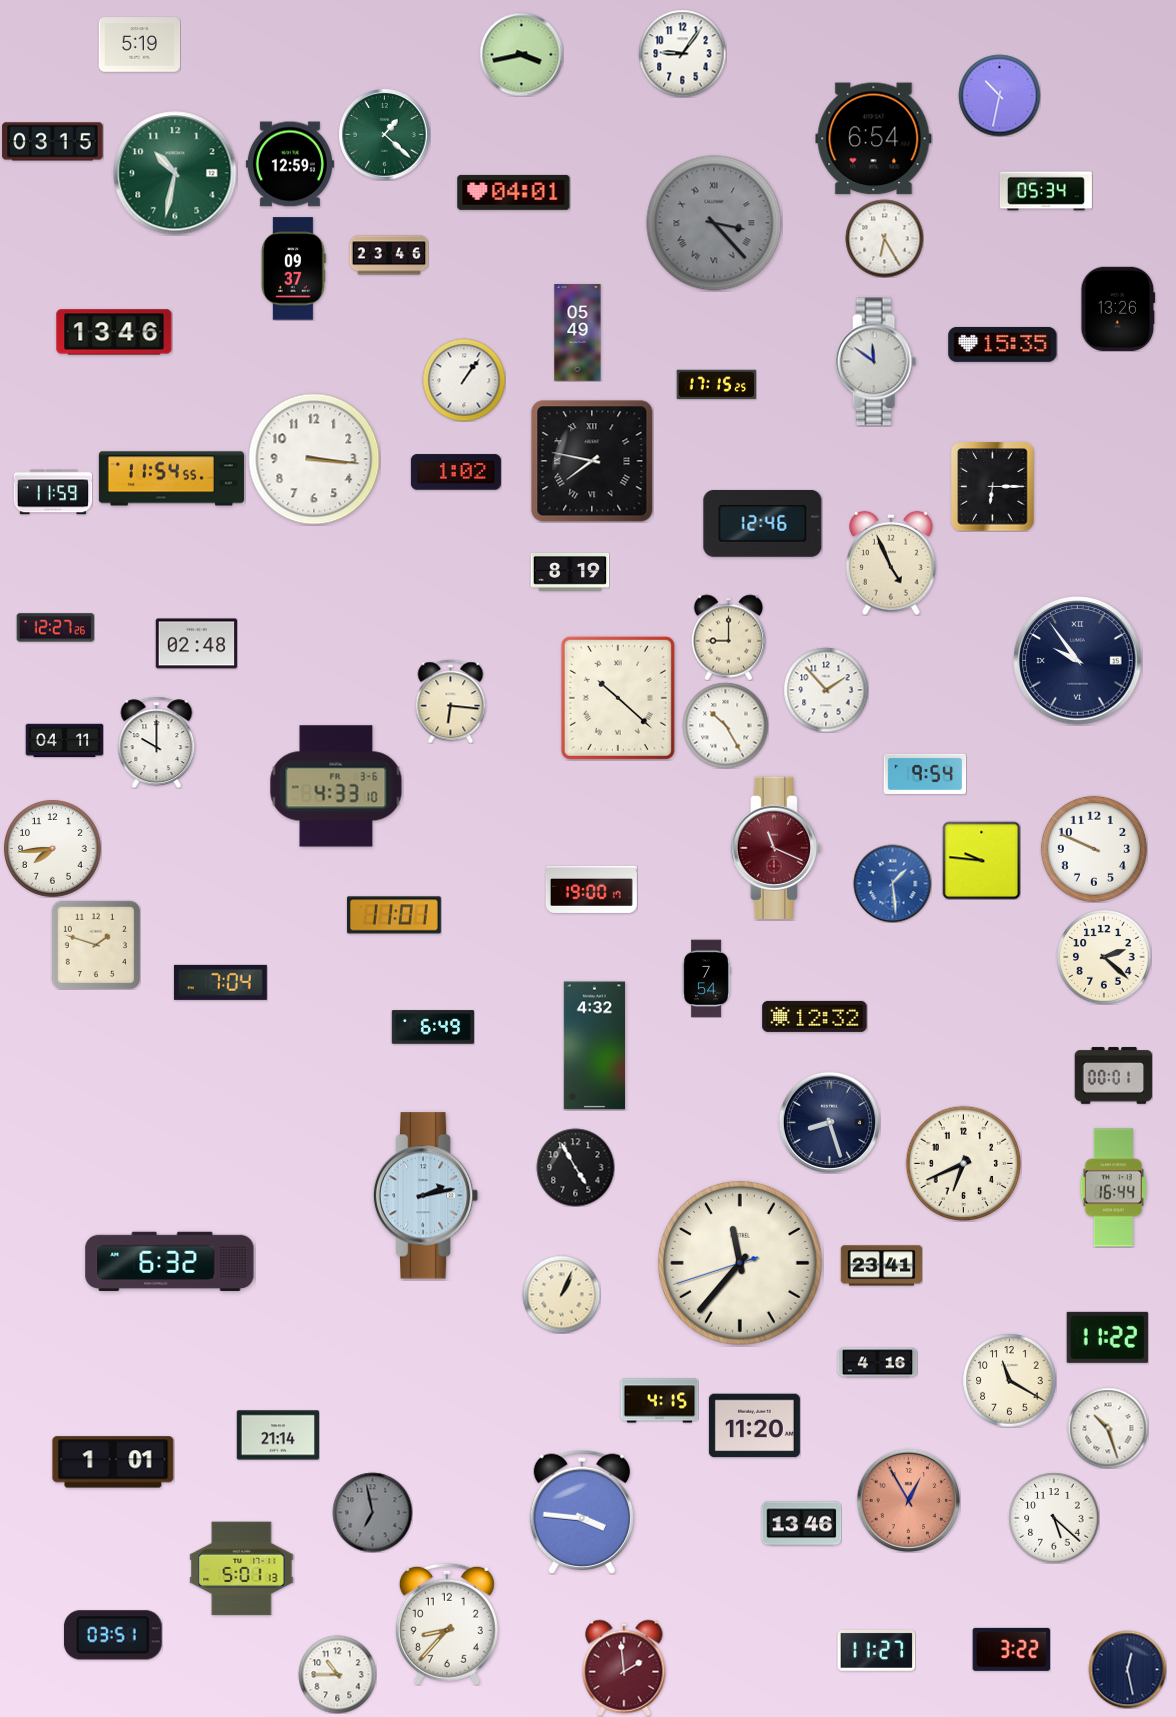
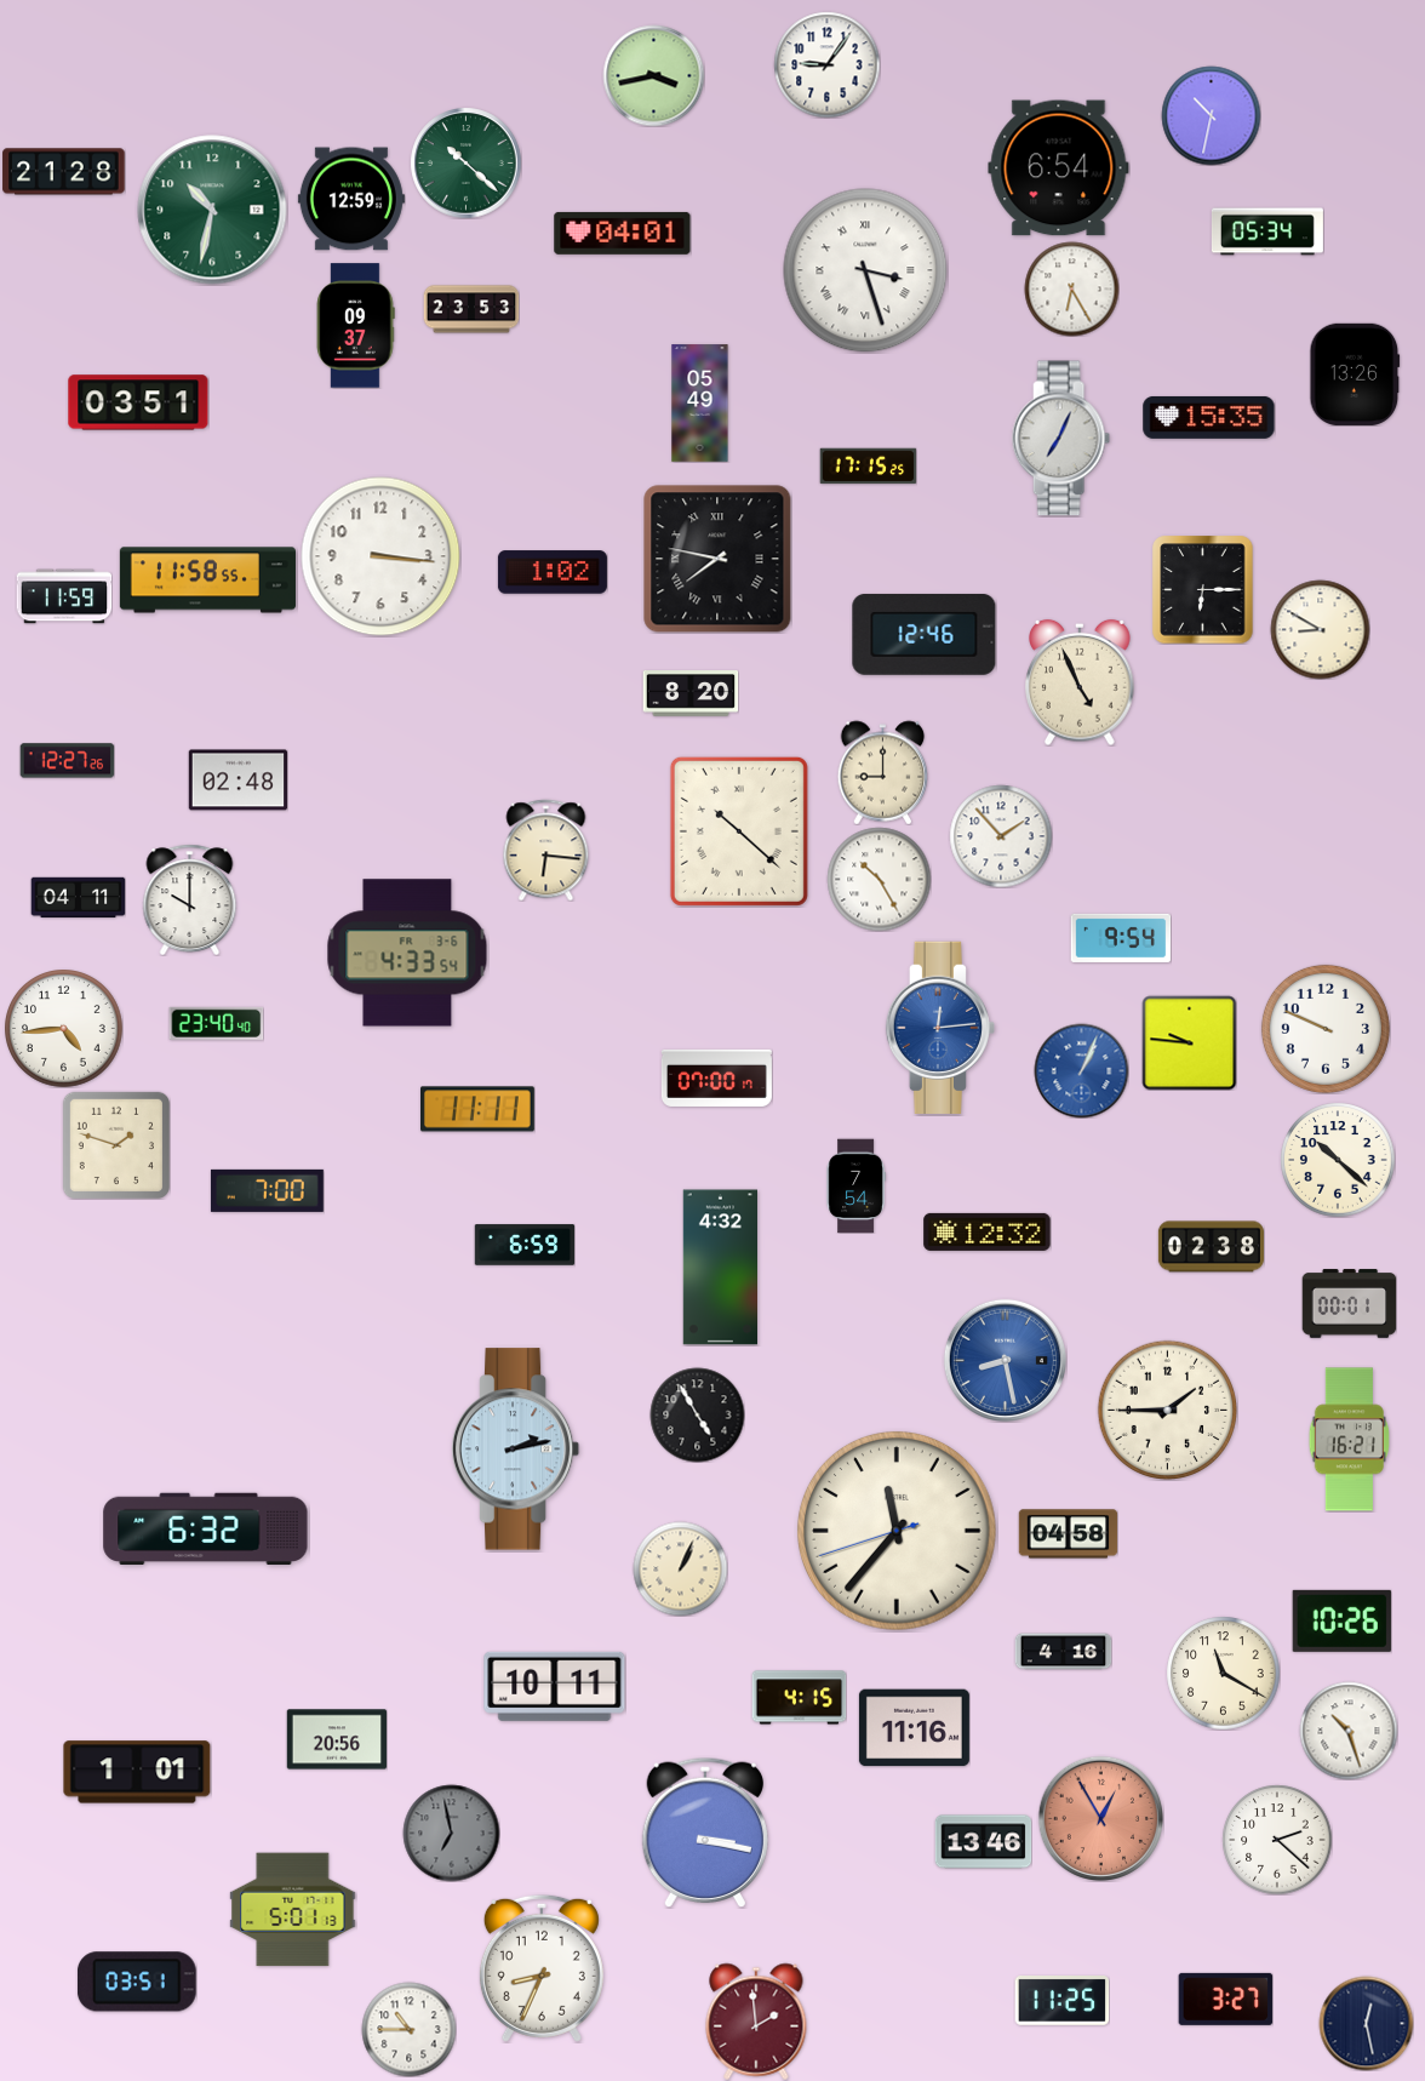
clock at (139, 45): 5:19 -> none
clock at (521, 54) position: (521, 54) -> (653, 75)
clock at (384, 134): 1:22 -> 10:22
clock at (53, 142): 03:15 -> 21:28
clock at (714, 223): 3:23 -> 3:27
clock at (714, 223) dial: grey -> white
clock at (389, 255): 23:46 -> 23:53
clock at (114, 332): 13:46 -> 03:51
clock at (1003, 344) position: (1003, 344) -> (1209, 417)
clock at (875, 362): 11:51 -> 7:04
clock at (464, 380): 1:06 -> none
clock at (171, 479): 11:54 -> 11:58
clock at (1320, 629): none -> 8:50
clock at (570, 573): 8:19 -> 8:20
clock at (1078, 661): 9:54 -> none
clock at (618, 698) position: (618, 698) -> (739, 831)
clock at (336, 786): 4:33:10 -> 4:33:54
clock at (216, 1023): none -> 23:40
clock at (775, 848): 11:19 -> 12:14
clock at (775, 848) dial: burgundy -> blue
clock at (53, 849): 7:44 -> 4:44
clock at (892, 883): 1:29 -> 1:04
clock at (591, 889): 19:00 -> 07:00
clock at (394, 915): 11:01 -> 11:11
clock at (1104, 957): 2:22 -> 10:22
clock at (220, 982): 7:04 -> 7:00
clock at (433, 1027): 6:49 -> 6:59
clock at (1211, 1247): none -> 02:38
clock at (829, 1122): 8:27 -> 8:28
clock at (829, 1122) dial: navy -> blue
clock at (963, 1163): 6:41 -> 1:45
clock at (1113, 1188): 16:44 -> 16:21
clock at (881, 1266): 23:41 -> 04:58
clock at (1107, 1337): 11:22 -> 10:26
clock at (555, 1686): none -> 10:11
clock at (754, 1426): 11:20 -> 11:16
clock at (1108, 1428) position: (1108, 1428) -> (1349, 1731)
clock at (278, 1435): 21:14 -> 20:56
clock at (581, 1511): 3:46 -> 3:17
clock at (1054, 1518): 5:22 -> 2:22
clock at (801, 1524) position: (801, 1524) -> (983, 1842)
clock at (242, 1569) position: (242, 1569) -> (293, 1910)
clock at (447, 1624): 8:37 -> 8:34
clock at (1011, 1649): 3:22 -> 3:27
clock at (876, 1651): 11:27 -> 11:25
